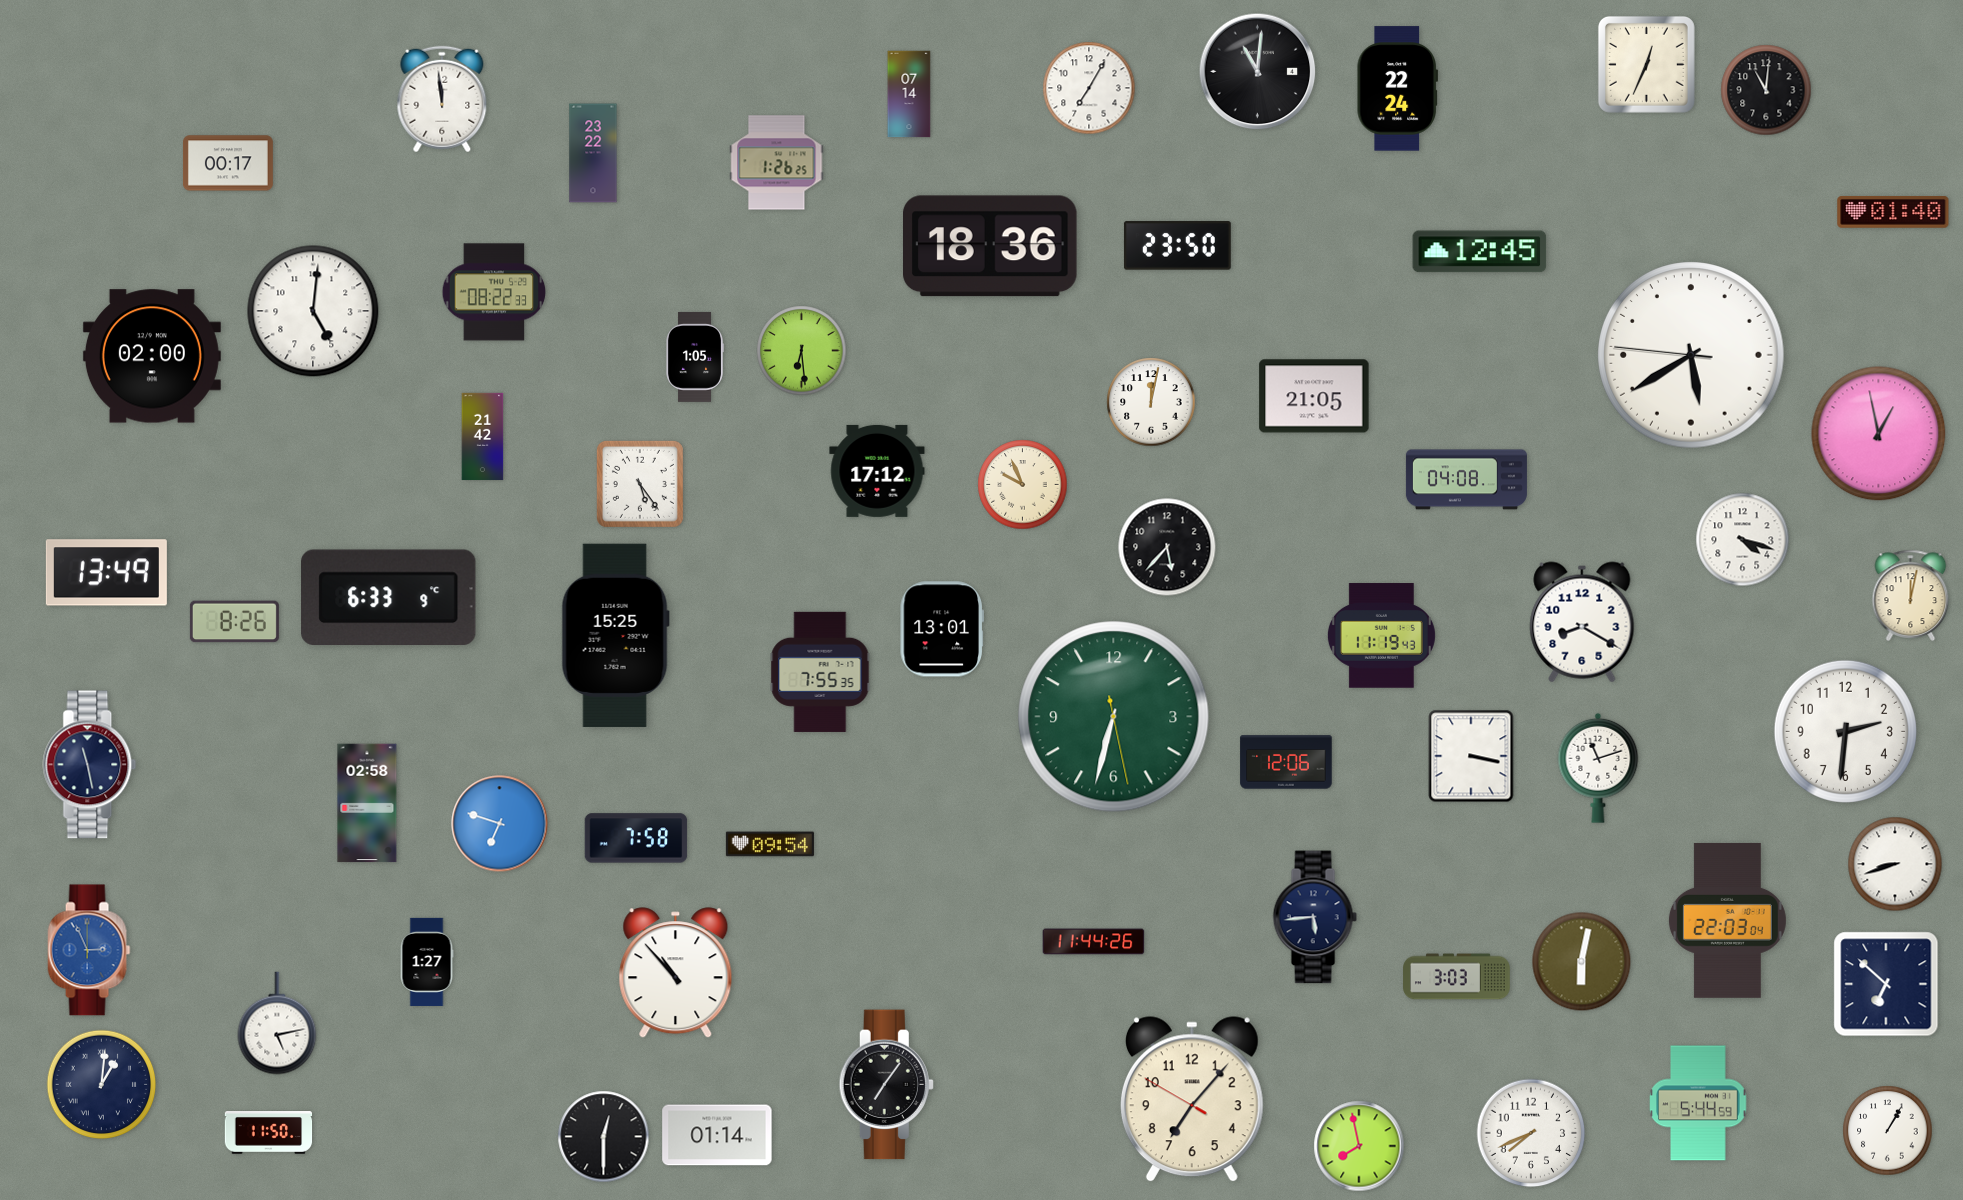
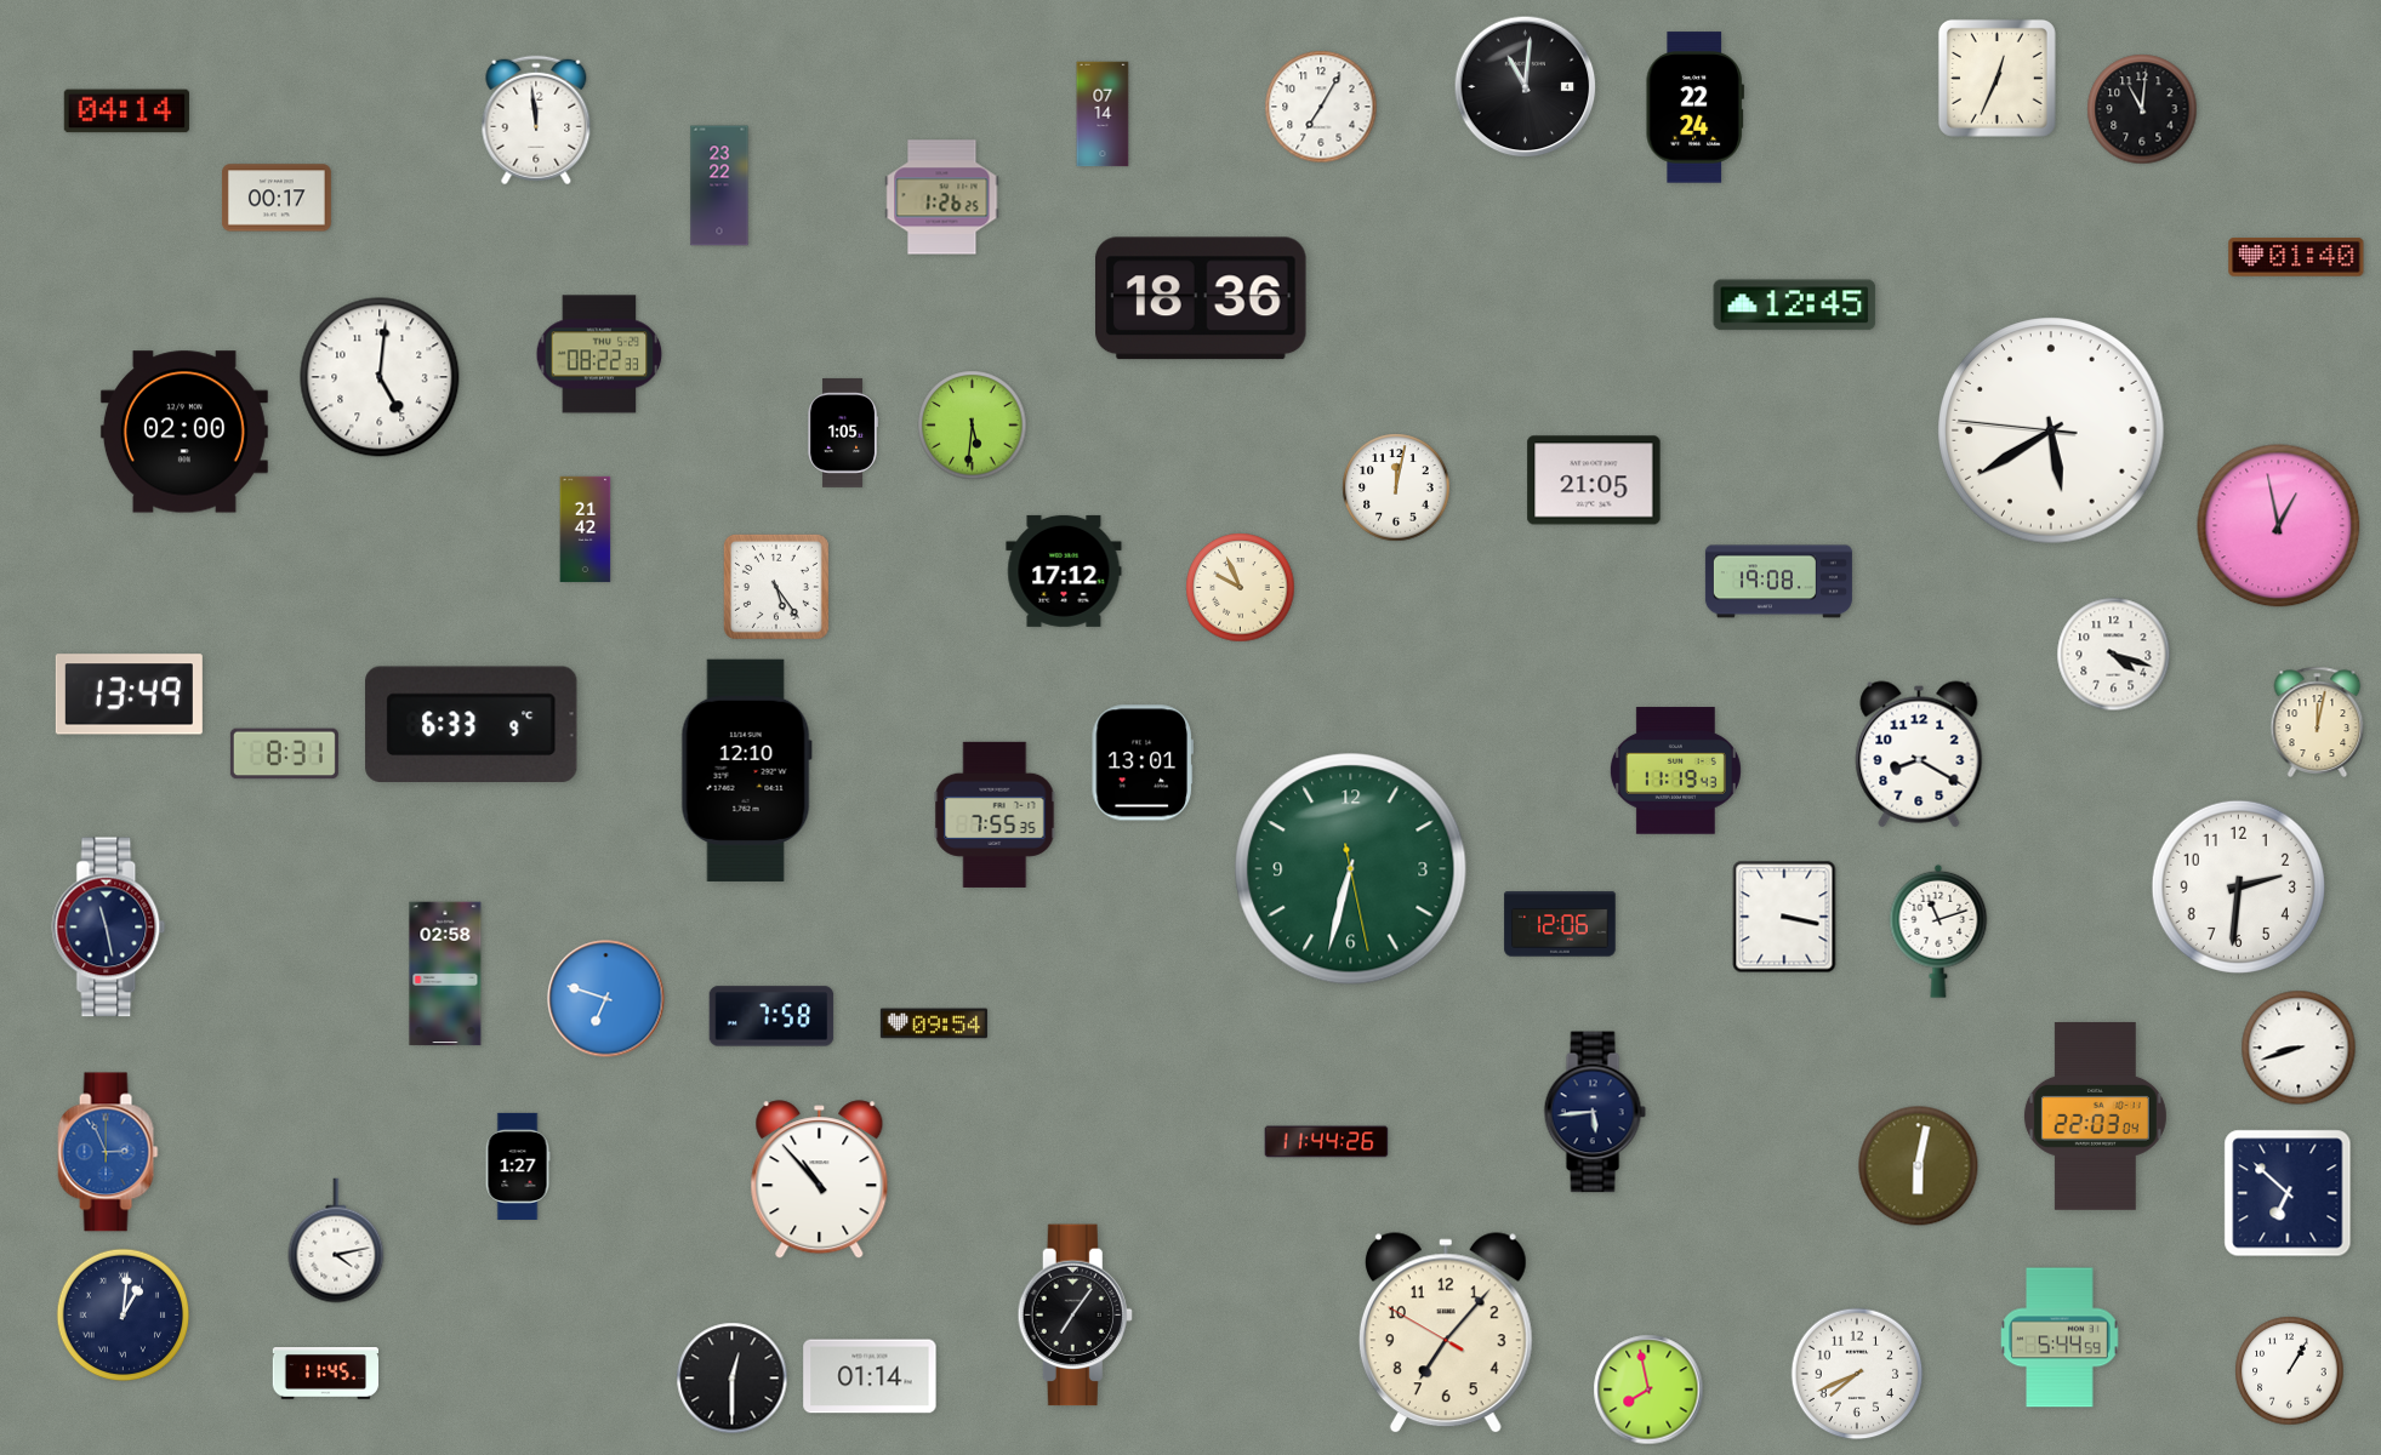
clock at (126, 112): none -> 04:14
clock at (1177, 246): 23:50 -> none
clock at (802, 351): 6:29 -> 5:31
clock at (1466, 480): 04:08 -> 19:08
clock at (1167, 547): 5:37 -> none
clock at (234, 622): 8:26 -> 8:31
clock at (615, 635): 15:25 -> 12:10
clock at (1457, 977): 3:03 -> none
clock at (277, 1023): 5:13 -> 4:13
clock at (269, 1133): 11:50 -> 11:45
